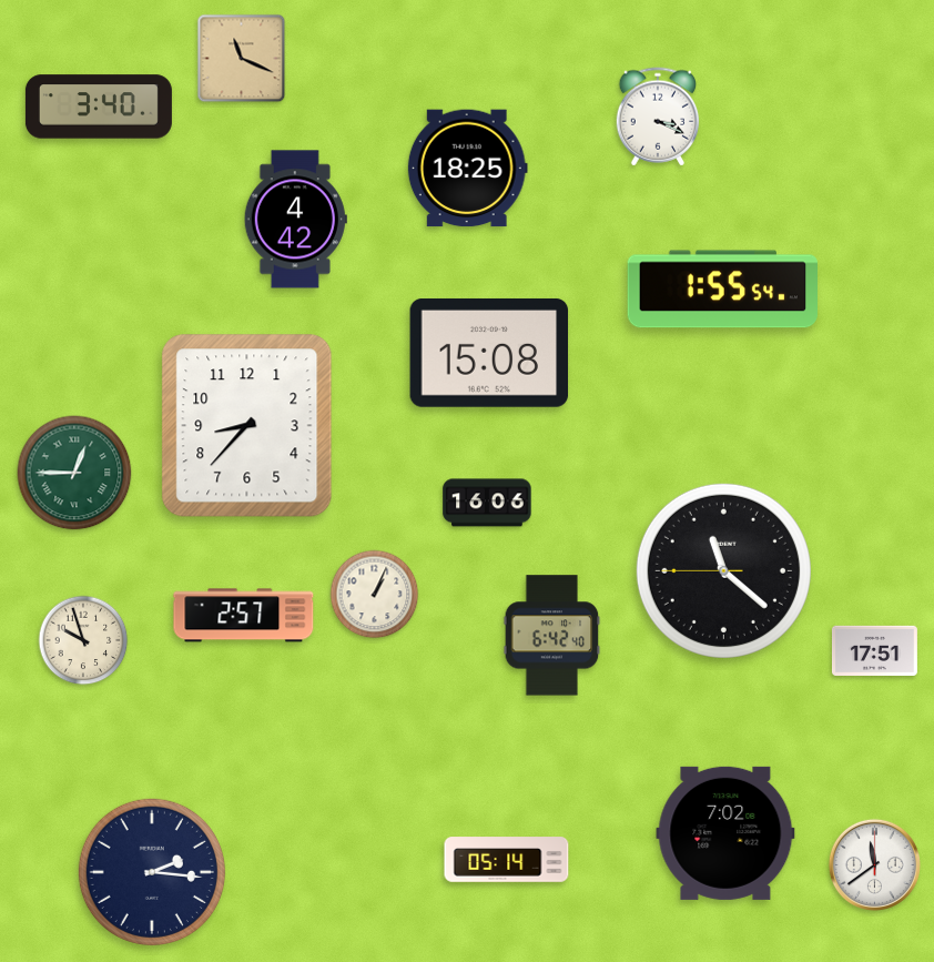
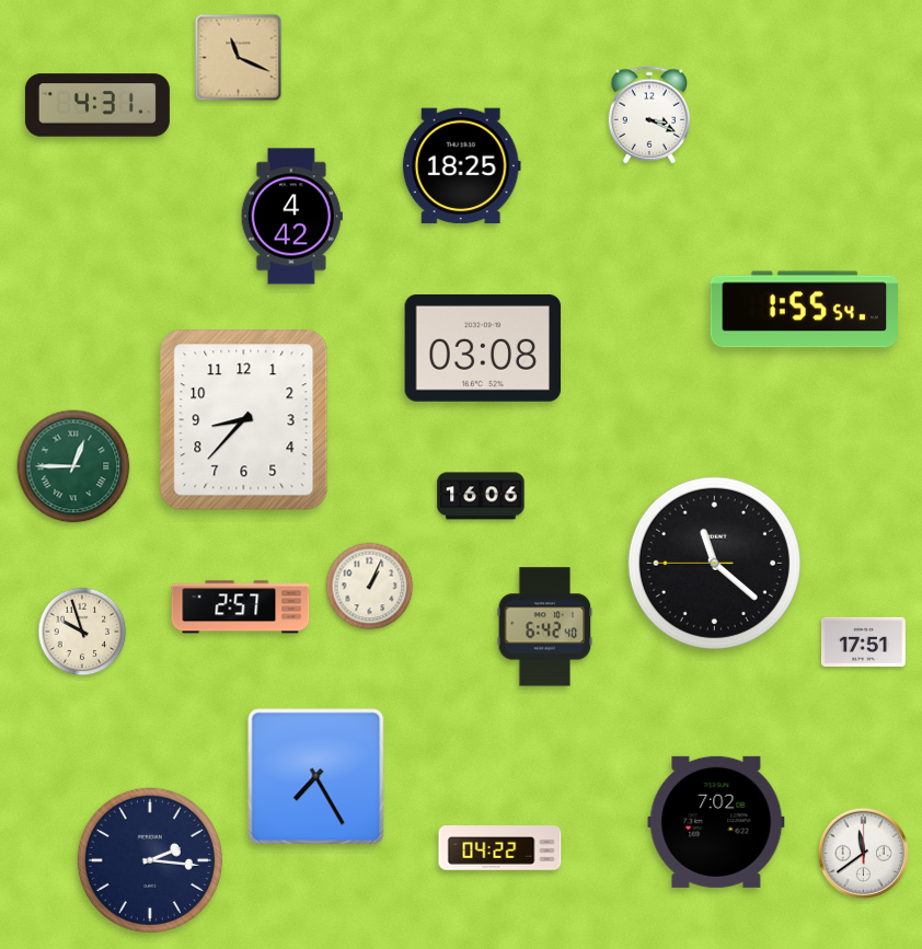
clock at (99, 107): 3:40 -> 4:31
clock at (722, 290) position: (722, 290) -> (804, 310)
clock at (489, 353): 15:08 -> 03:08
clock at (316, 777): none -> 7:25
clock at (507, 860): 05:14 -> 04:22
